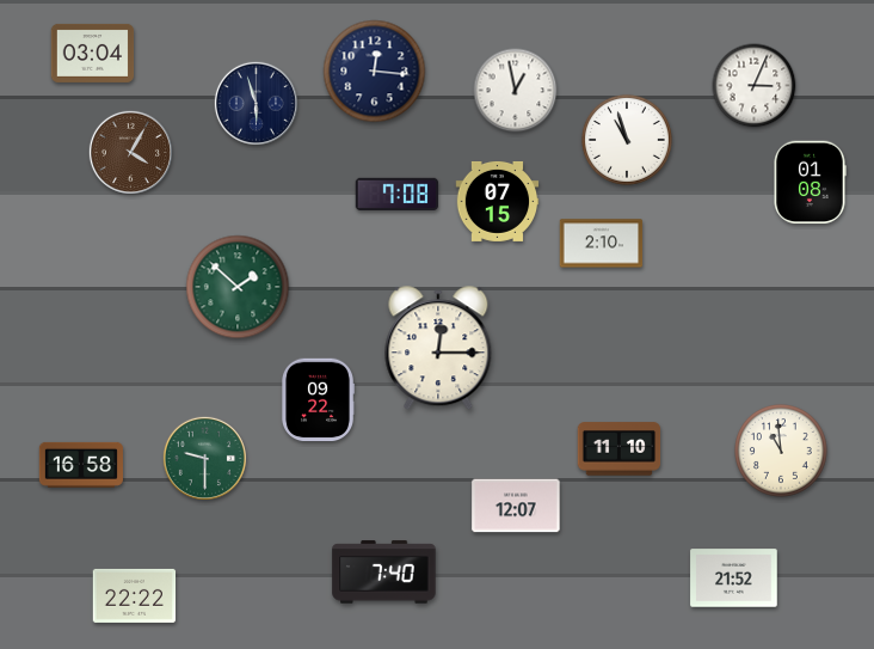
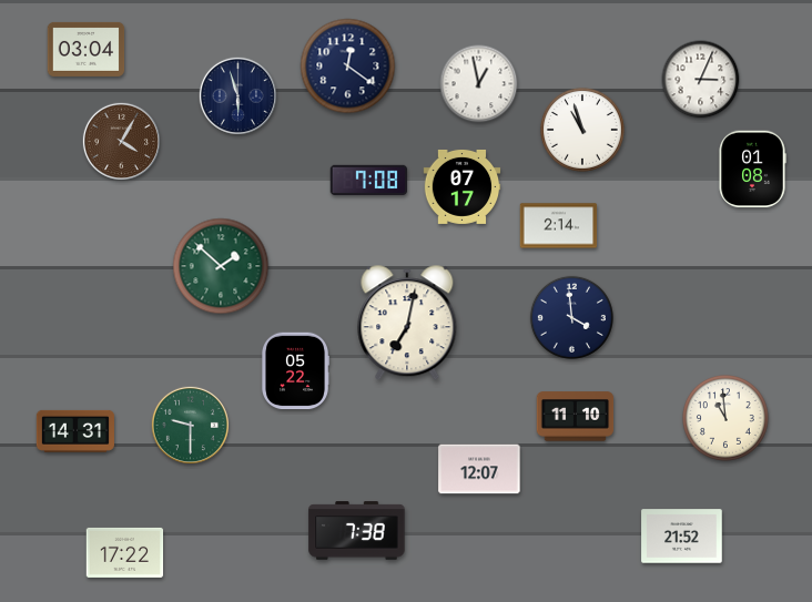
clock at (375, 72): 12:16 -> 12:21
clock at (498, 201): 07:15 -> 07:17
clock at (602, 244): 2:10 -> 2:14
clock at (571, 317): none -> 3:59
clock at (438, 349): 12:15 -> 7:02
clock at (318, 400): 09:22 -> 05:22
clock at (81, 465): 16:58 -> 14:31
clock at (384, 573): 7:40 -> 7:38
clock at (135, 595): 22:22 -> 17:22
